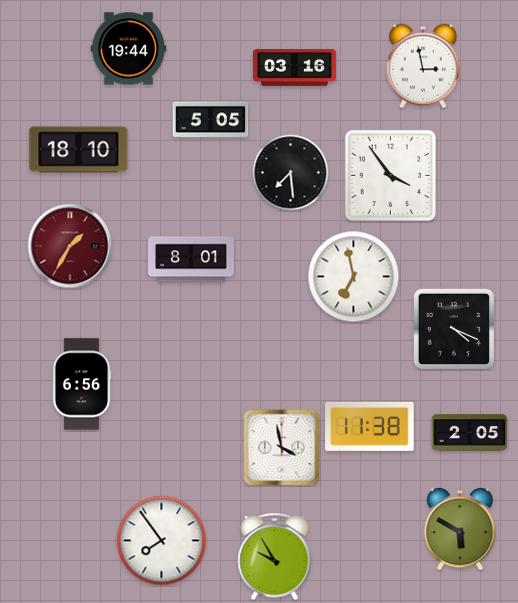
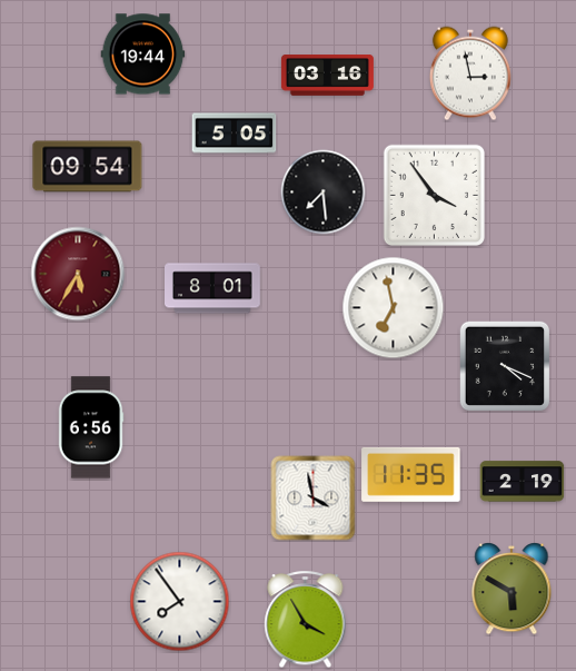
clock at (79, 150): 18:10 -> 09:54
clock at (70, 246): 1:35 -> 5:35
clock at (370, 426): 11:38 -> 11:35
clock at (470, 433): 2:05 -> 2:19
clock at (275, 557): 9:55 -> 3:55
